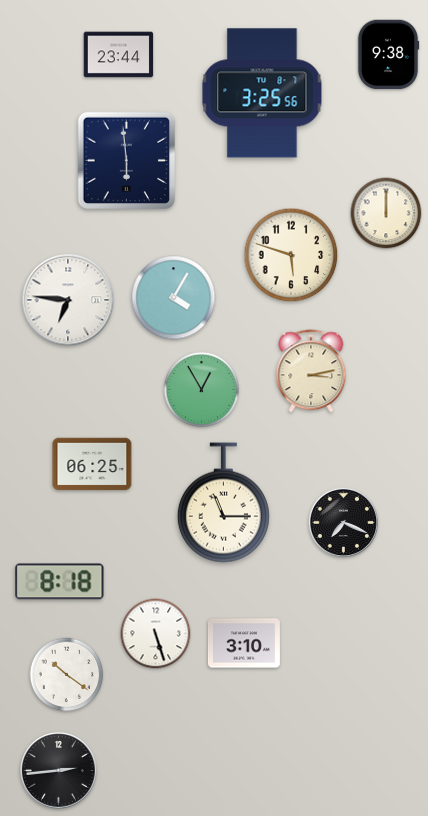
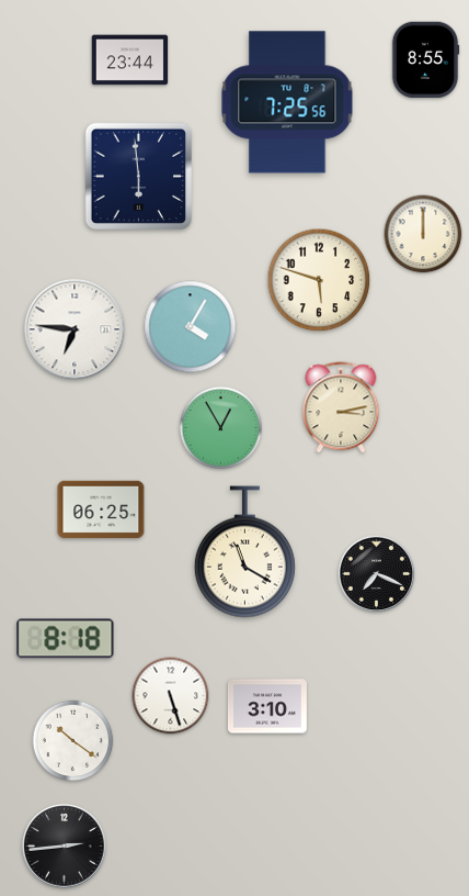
clock at (388, 55): 9:38 -> 8:55
clock at (262, 93): 3:25 -> 7:25
clock at (223, 503): 11:15 -> 11:20
